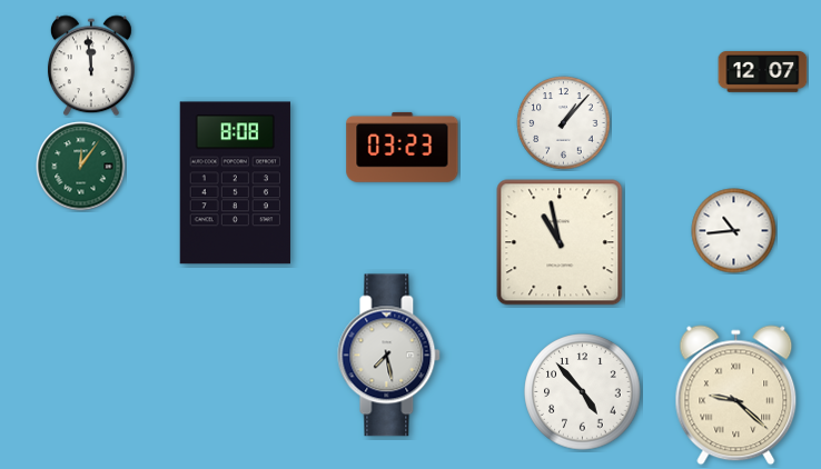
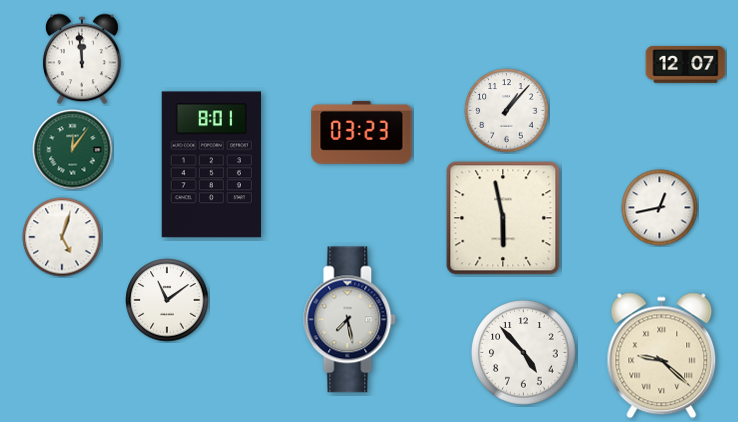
clock at (235, 183): 8:08 -> 8:01
clock at (734, 231): 10:44 -> 12:43
clock at (560, 242): 10:58 -> 5:58
clock at (62, 237): none -> 5:03
clock at (167, 300): none -> 11:09
